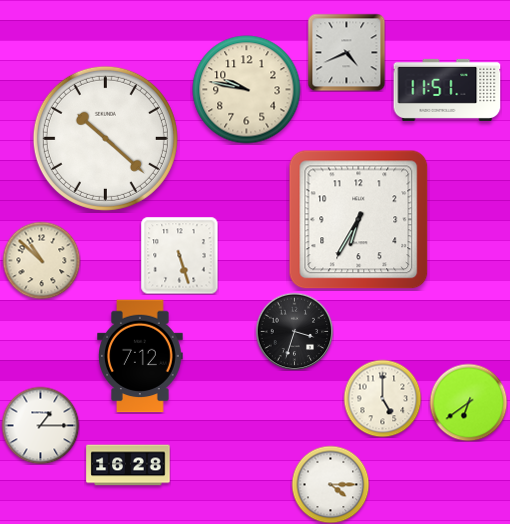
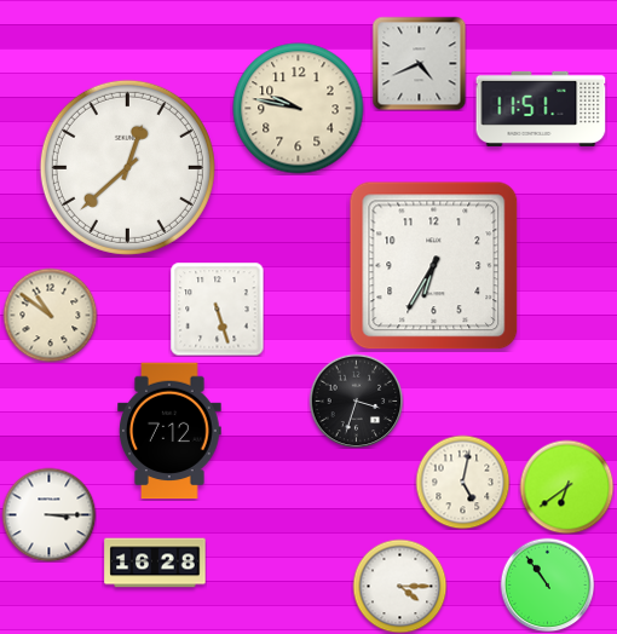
clock at (105, 138): 10:22 -> 12:38
clock at (41, 260): 10:52 -> 10:51
clock at (382, 398): 5:00 -> 5:02
clock at (40, 425): 1:15 -> 3:15
clock at (547, 584): none -> 10:54
